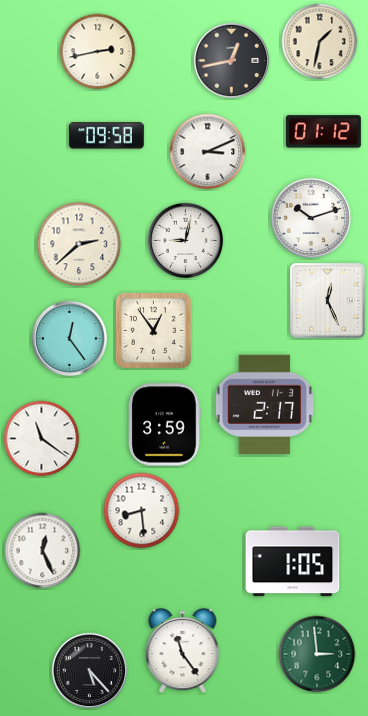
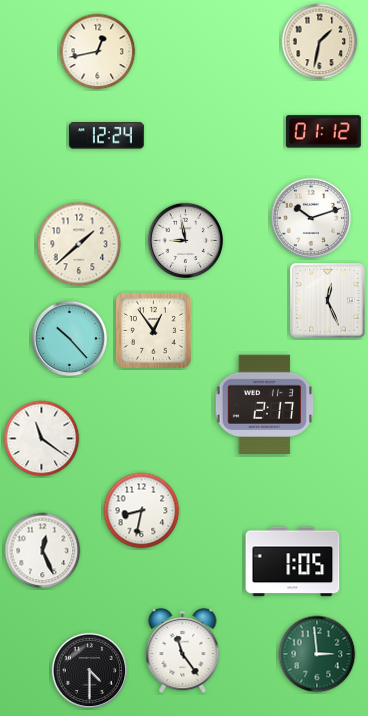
clock at (98, 52): 2:43 -> 12:43
clock at (232, 61): 12:43 -> none
clock at (106, 136): 09:58 -> 12:24
clock at (208, 152): 3:11 -> none
clock at (186, 241): 9:02 -> 8:58
clock at (79, 244): 2:38 -> 1:38
clock at (70, 339): 12:24 -> 10:23
clock at (165, 425): 3:59 -> none
clock at (142, 511): 8:29 -> 8:32
clock at (90, 671): 5:23 -> 4:30
